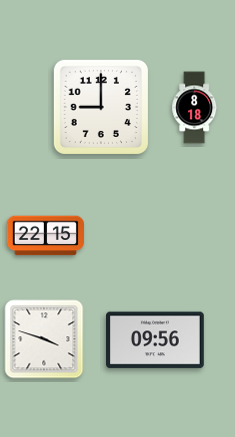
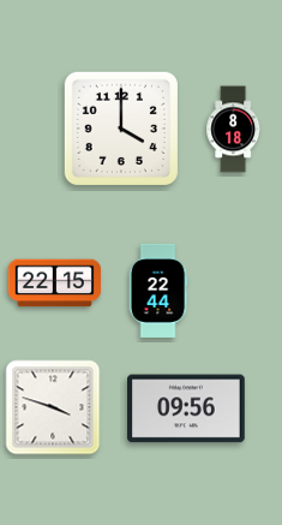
clock at (100, 106): 9:00 -> 4:00
clock at (158, 291): none -> 22:44
